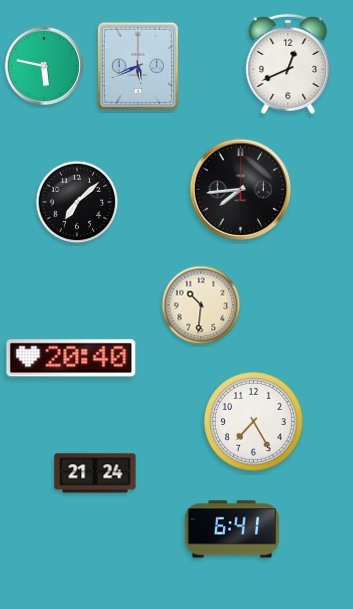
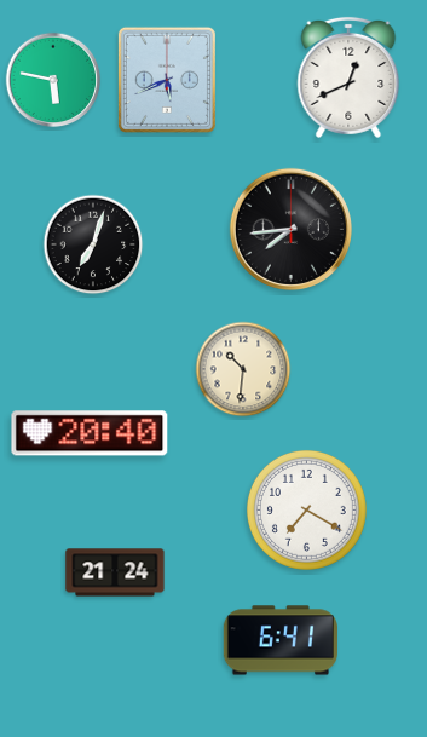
clock at (77, 202): 7:08 -> 7:03
clock at (71, 358) position: (71, 358) -> (90, 433)
clock at (253, 421): 7:25 -> 7:20
